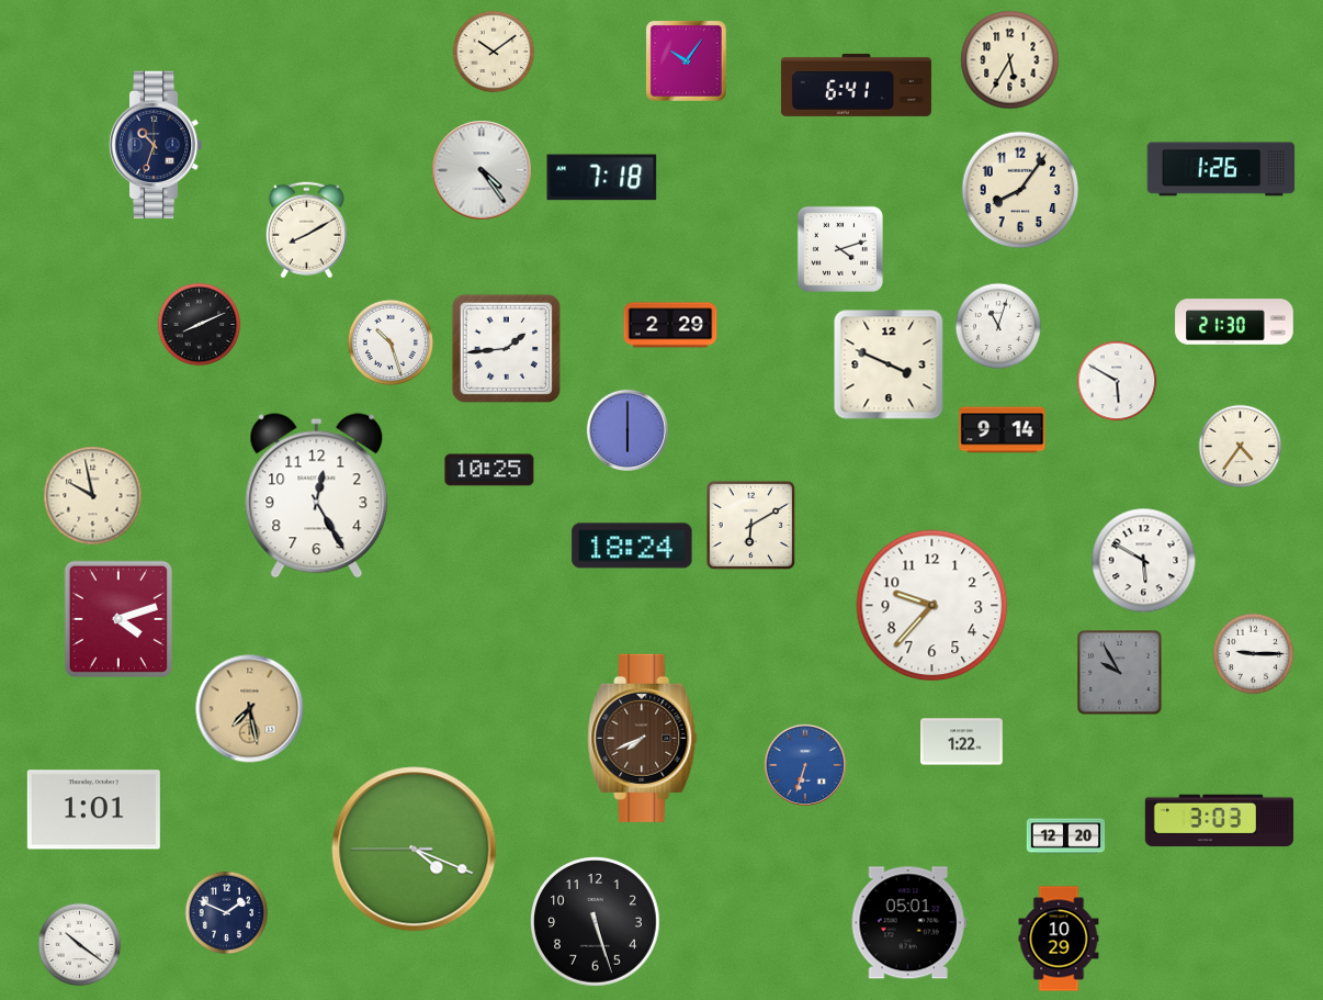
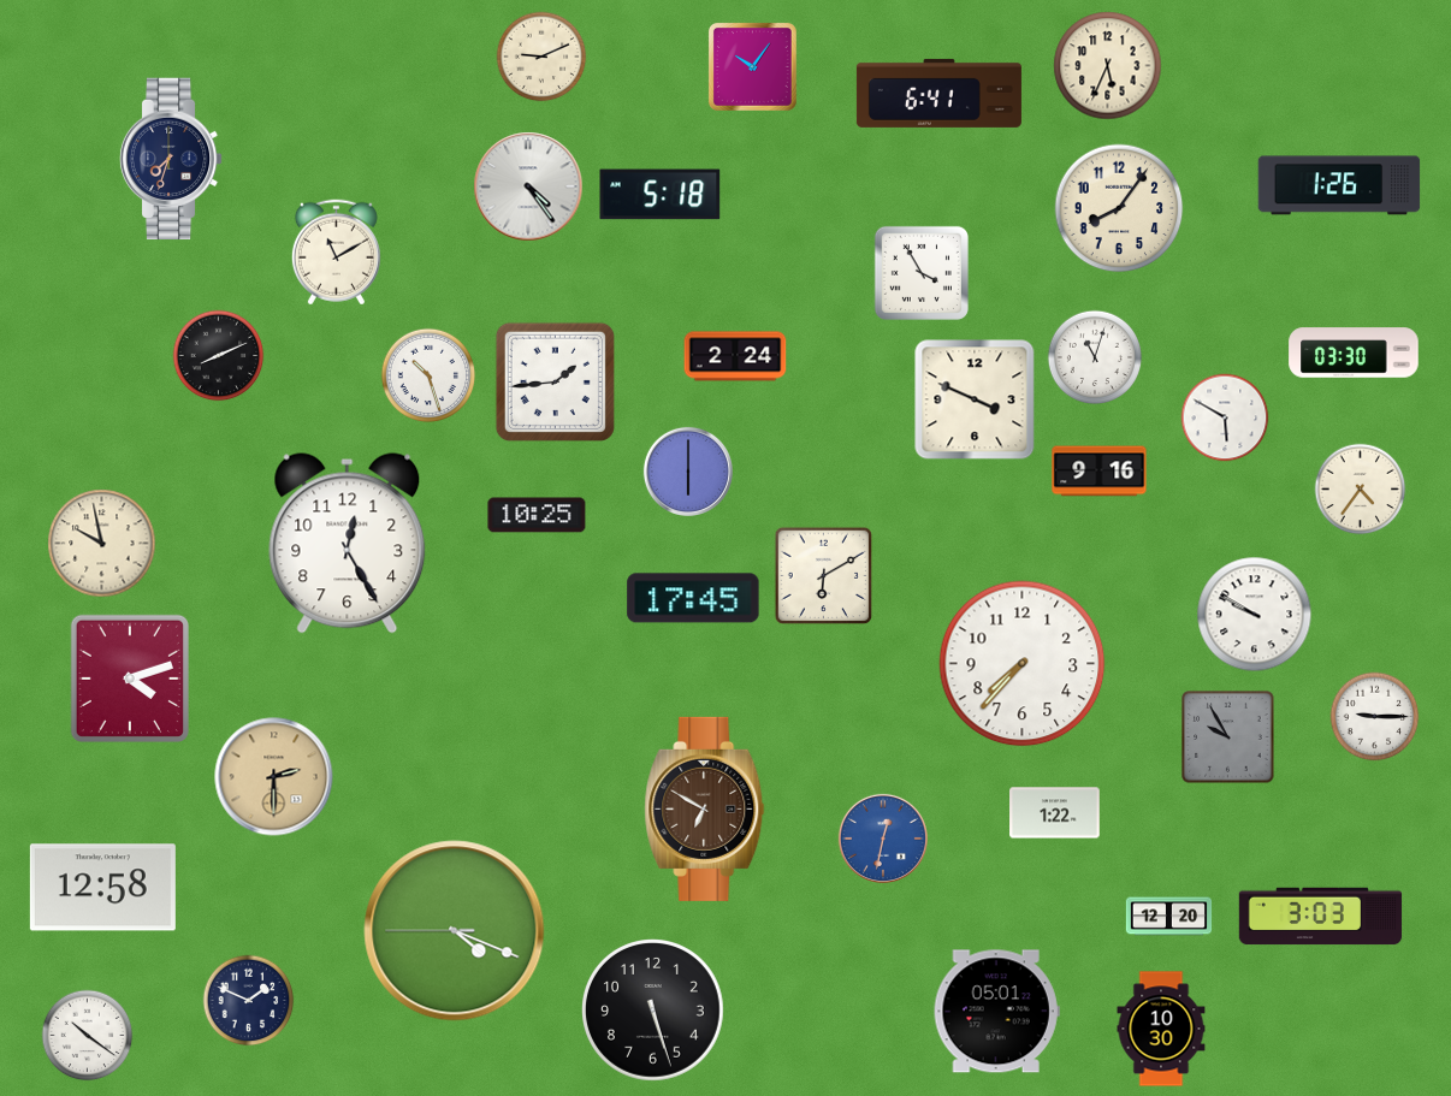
clock at (494, 52): 10:09 -> 9:11
clock at (1010, 60): 5:35 -> 5:34
clock at (156, 145): 10:33 -> 7:33
clock at (602, 178): 7:18 -> 5:18
clock at (306, 231): 8:10 -> 11:10
clock at (840, 249): 4:12 -> 3:55
clock at (1234, 322): 21:30 -> 03:30
clock at (670, 325): 2:29 -> 2:24
clock at (1003, 430): 9:14 -> 9:16
clock at (632, 546): 18:24 -> 17:45
clock at (1144, 561): 5:50 -> 9:50
clock at (932, 606): 9:37 -> 7:37
clock at (250, 709): 7:28 -> 2:30
clock at (643, 738): 7:41 -> 6:50
clock at (805, 765): 6:33 -> 12:32
clock at (93, 810): 1:01 -> 12:58
clock at (1220, 821) position: (1220, 821) -> (1321, 917)
clock at (1059, 939): 10:29 -> 10:30
